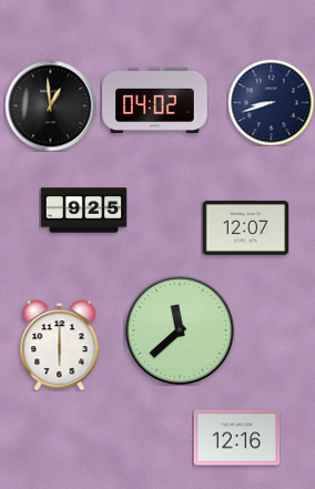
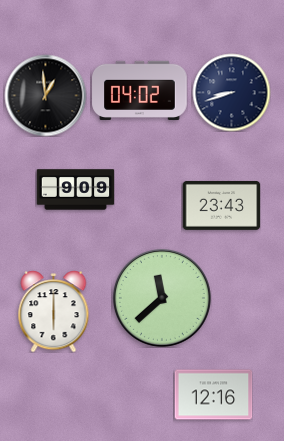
clock at (271, 102) position: (271, 102) -> (231, 92)
clock at (83, 211): 9:25 -> 9:09
clock at (245, 227): 12:07 -> 23:43
